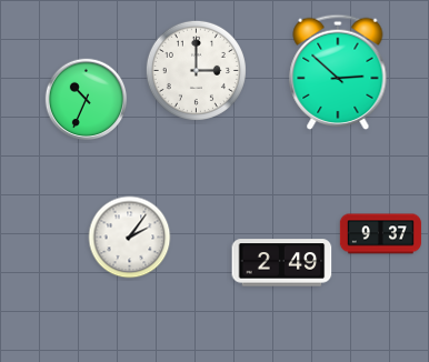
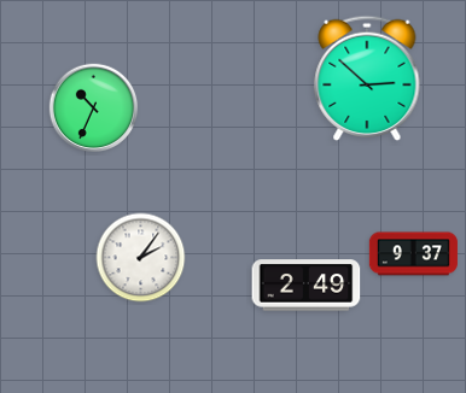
clock at (196, 70): 3:00 -> none
